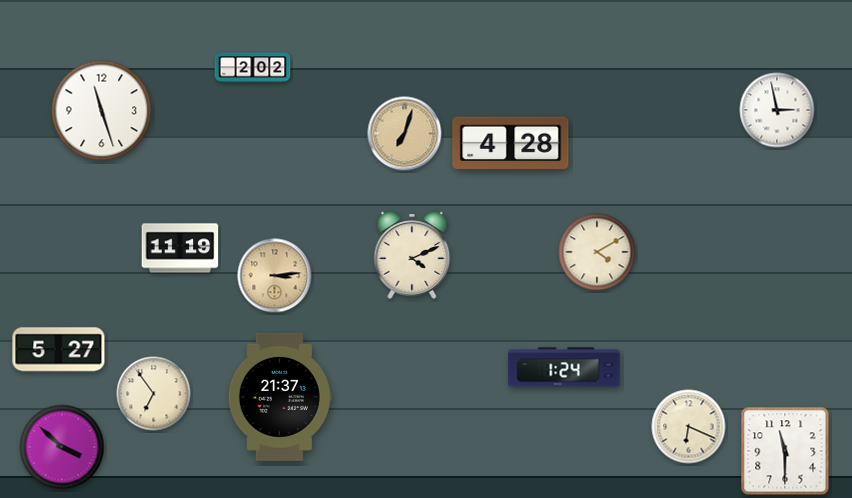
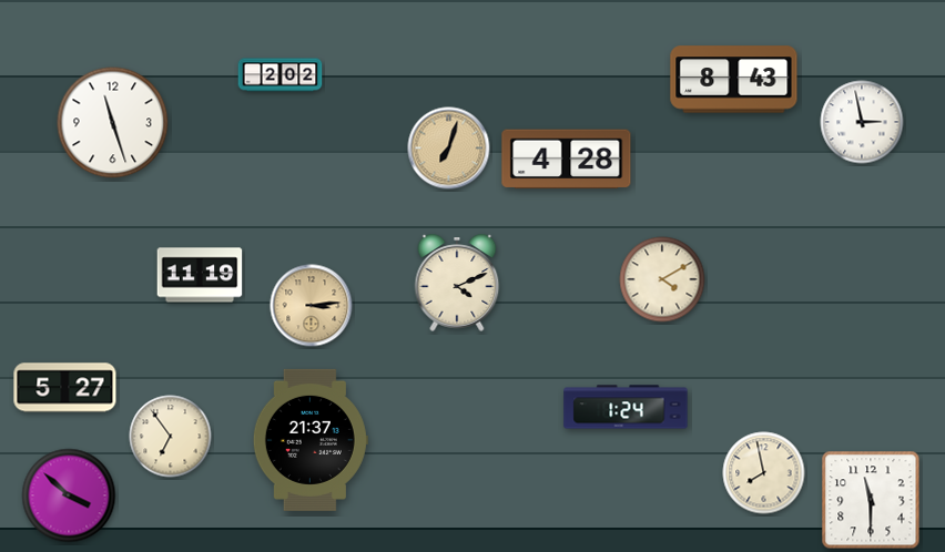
clock at (734, 80): none -> 8:43
clock at (275, 276) position: (275, 276) -> (312, 306)
clock at (689, 427): 6:19 -> 7:58
